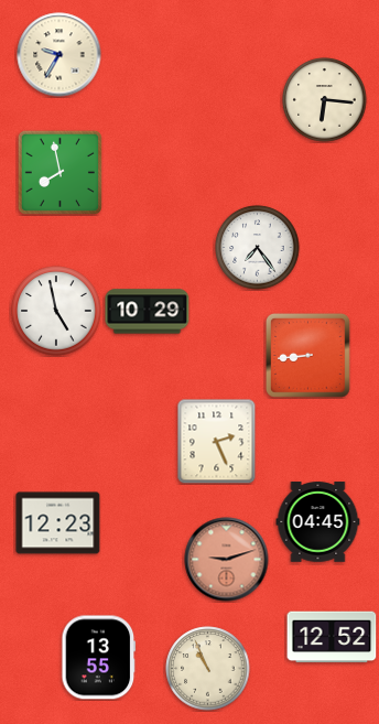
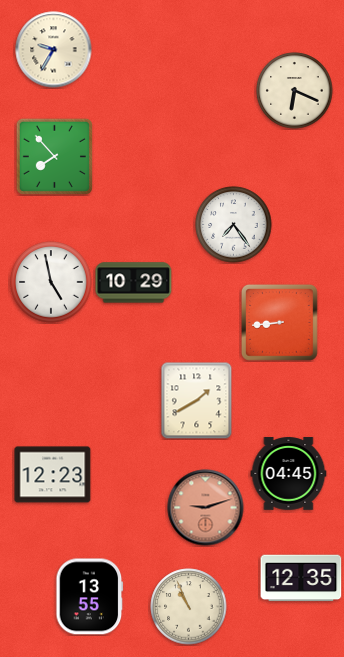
clock at (325, 100): 6:16 -> 6:19
clock at (59, 172): 7:58 -> 7:53
clock at (217, 441): 2:26 -> 1:40
clock at (332, 637): 12:52 -> 12:35
